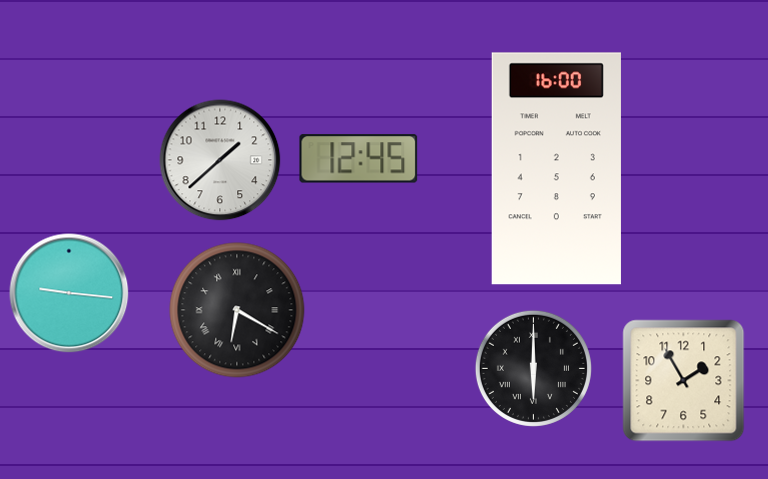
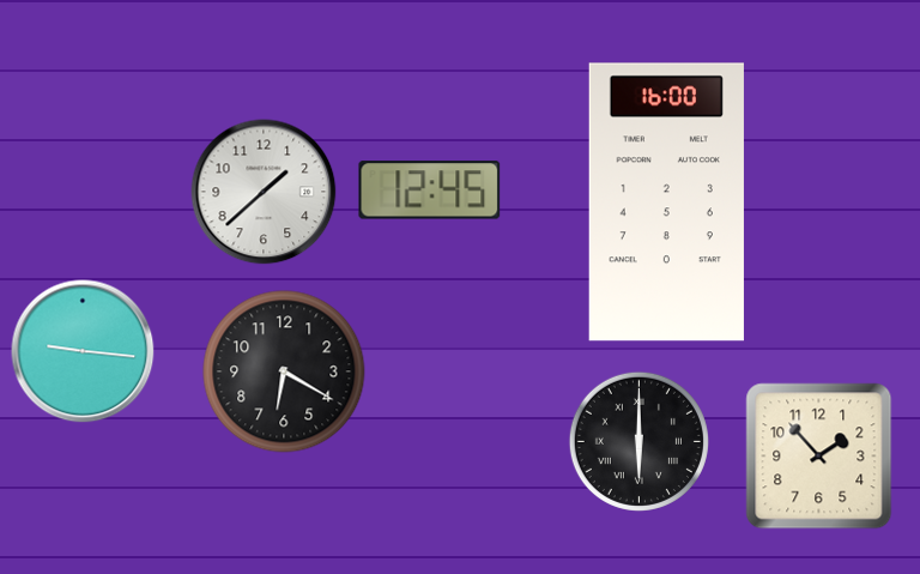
clock at (237, 310) numerals: Roman -> Arabic
clock at (684, 381): 1:55 -> 1:53
